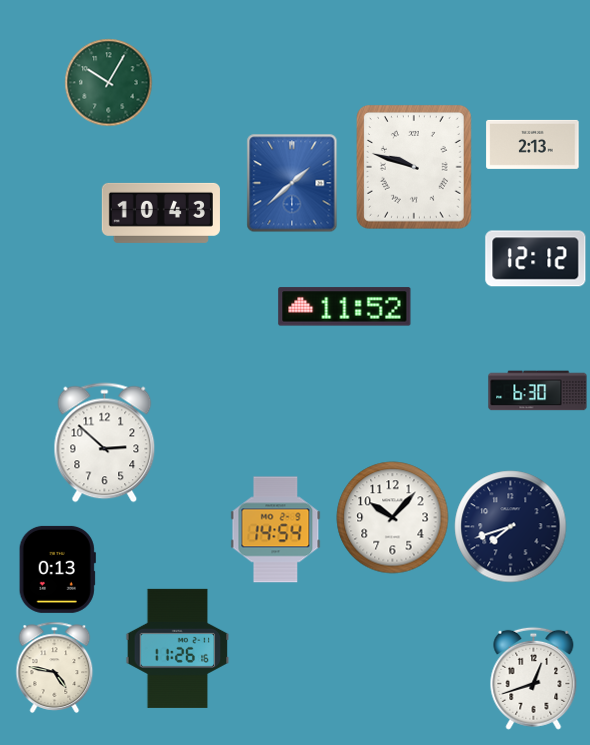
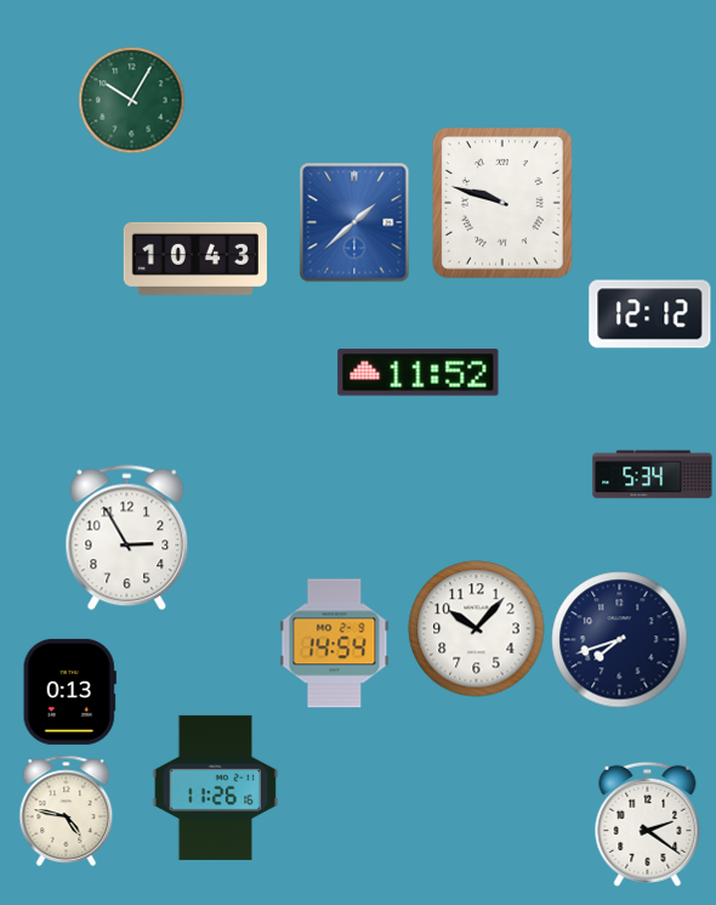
clock at (533, 144): 2:13 -> none
clock at (538, 391): 6:30 -> 5:34
clock at (105, 443): 2:52 -> 2:55
clock at (534, 678): 12:42 -> 2:21
